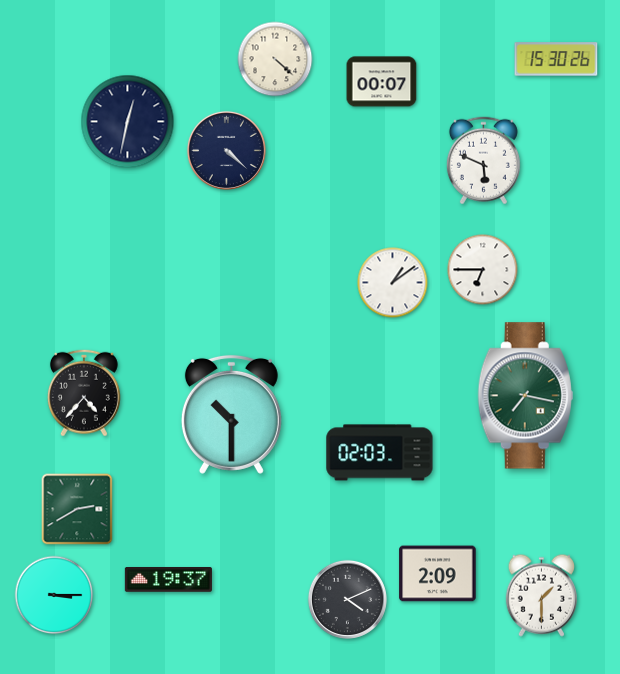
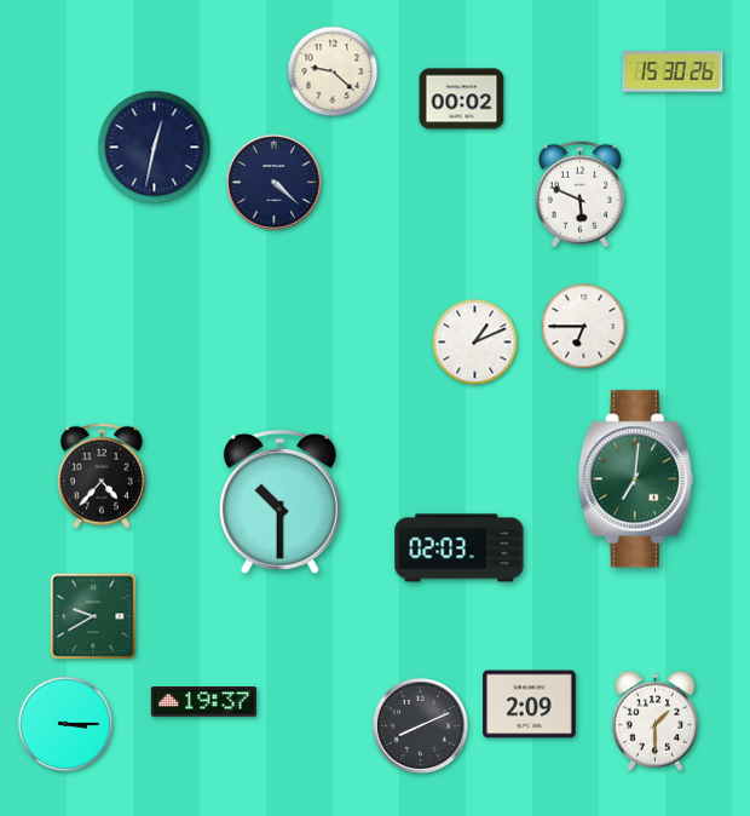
clock at (275, 59): 4:22 -> 9:22
clock at (382, 82): 00:07 -> 00:02
clock at (483, 161) position: (483, 161) -> (579, 195)
clock at (393, 283): 1:09 -> 1:11
clock at (525, 396): 7:17 -> 7:01
clock at (77, 509): 2:40 -> 9:40
clock at (438, 574) position: (438, 574) -> (530, 705)
clock at (54, 595) position: (54, 595) -> (65, 724)
clock at (347, 599): 4:11 -> 8:11
